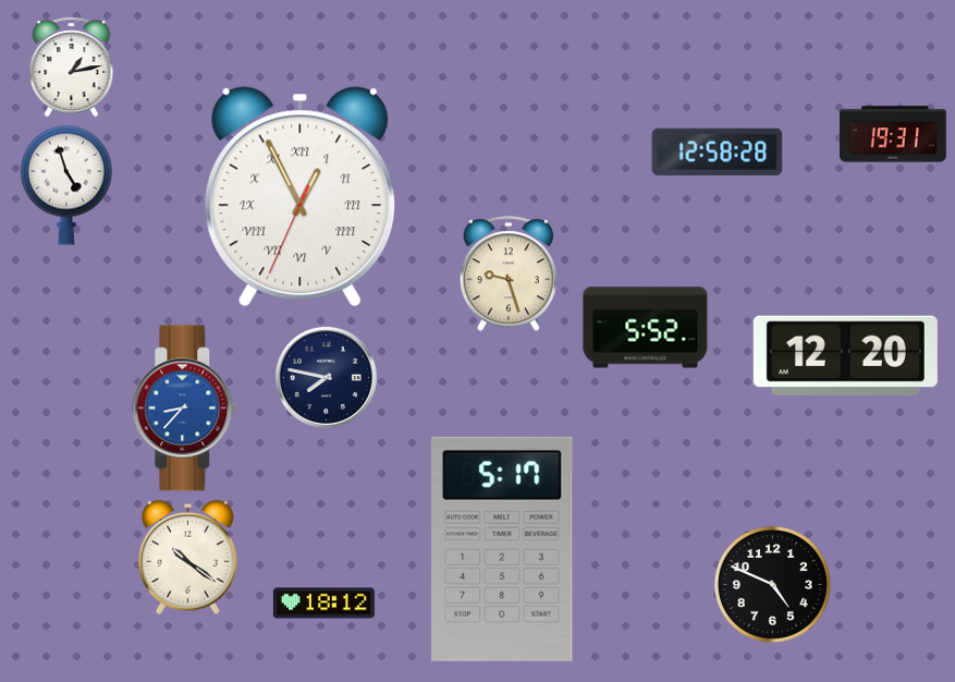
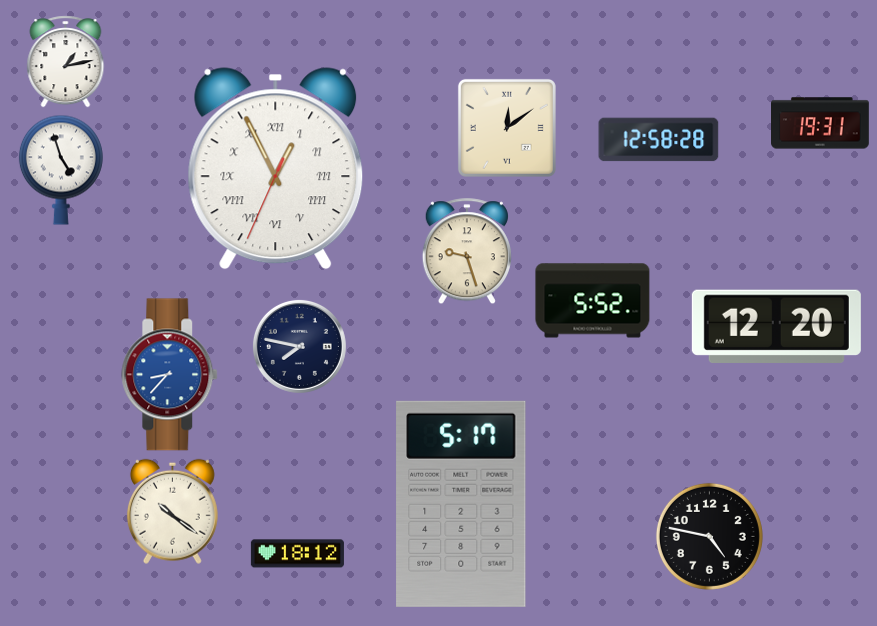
clock at (507, 128): none -> 12:09
clock at (301, 197) position: (301, 197) -> (276, 169)
clock at (772, 584): 4:49 -> 4:47
